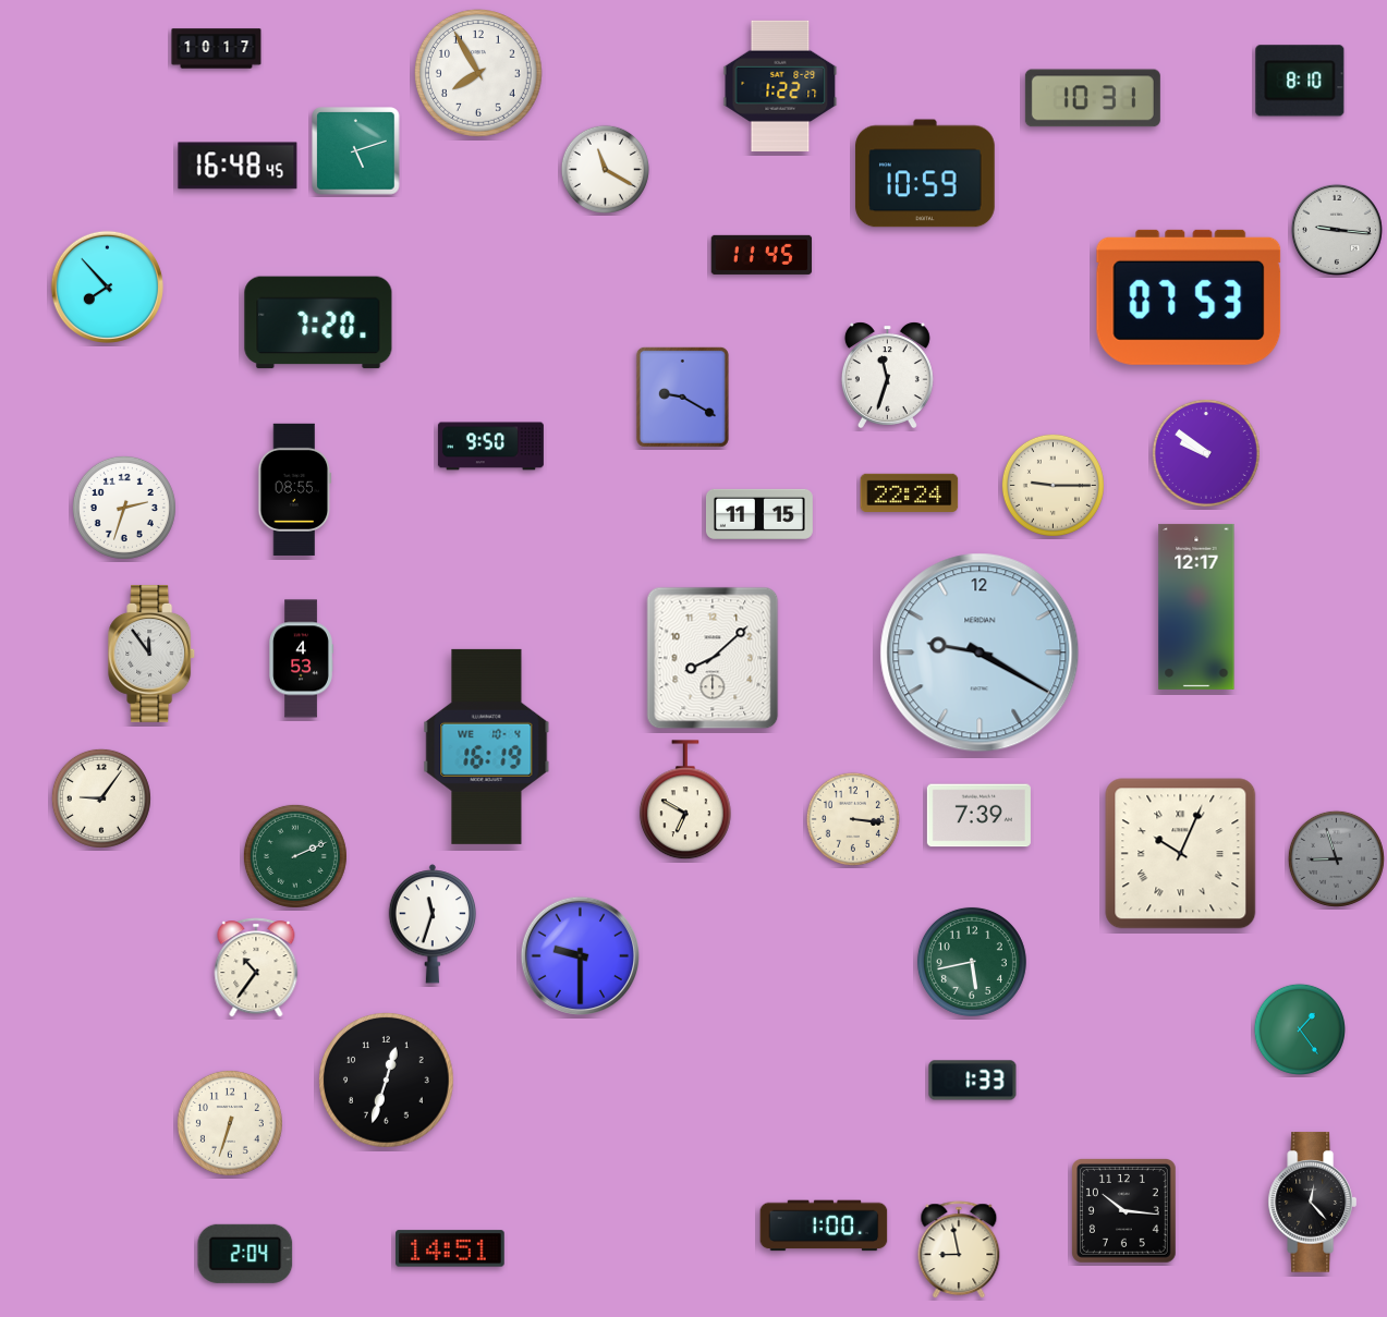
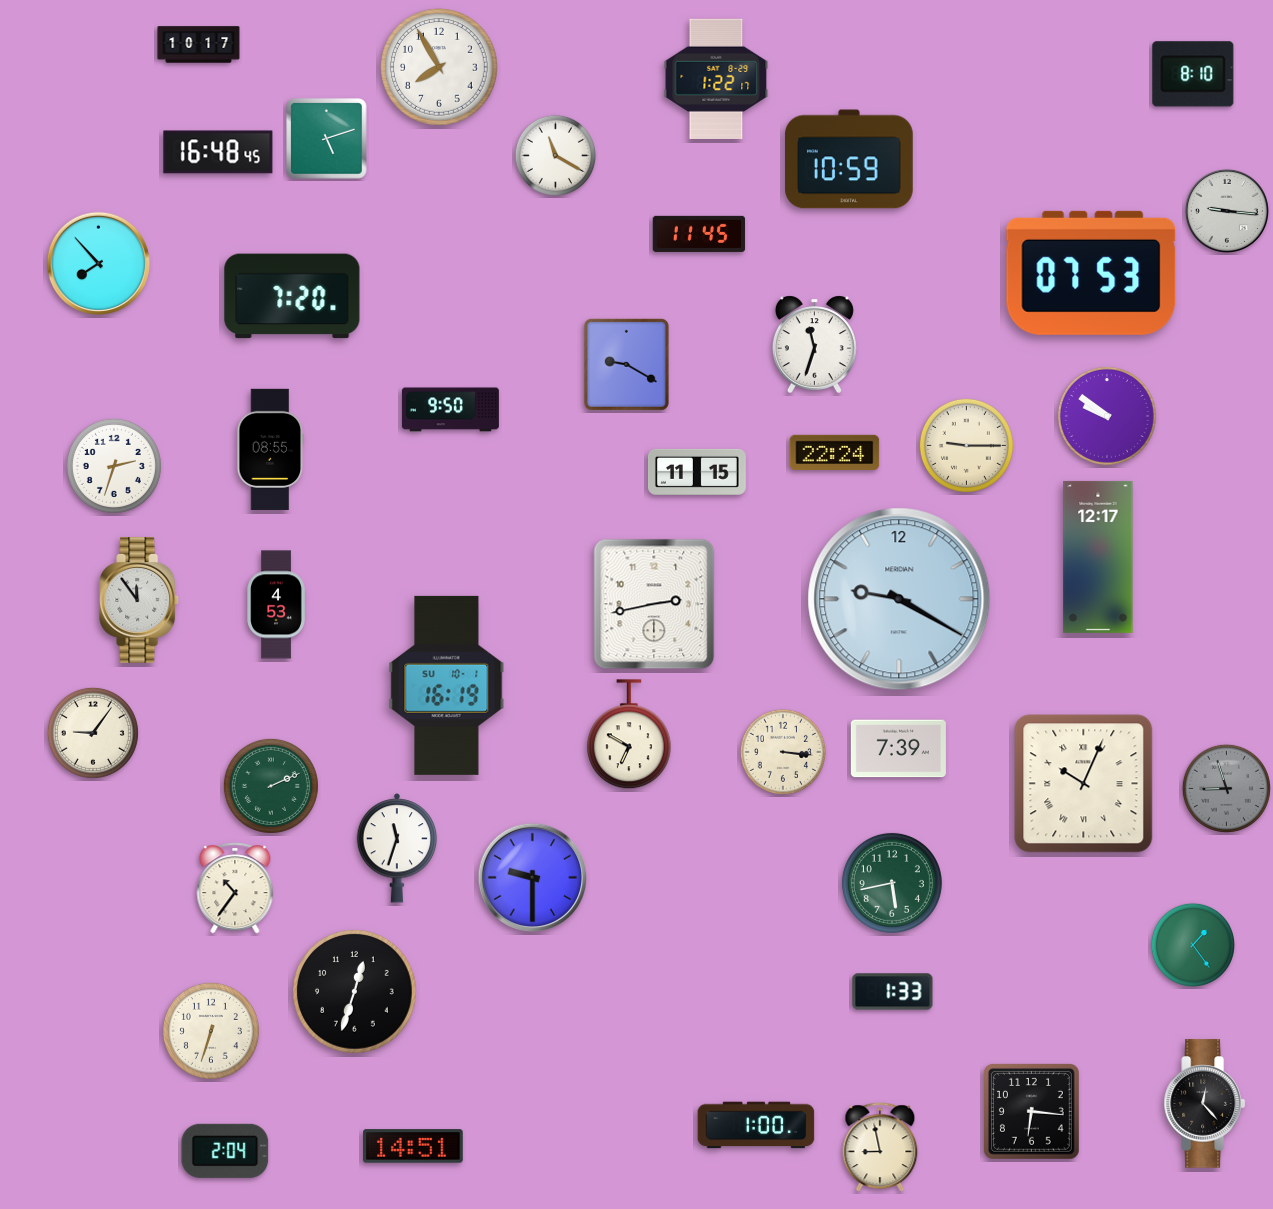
clock at (1093, 98): 10:31 -> none
clock at (713, 658): 8:08 -> 2:43
clock at (487, 746) date: WE 10-4 -> SU 10-1
clock at (1123, 1210): 10:16 -> 6:16
